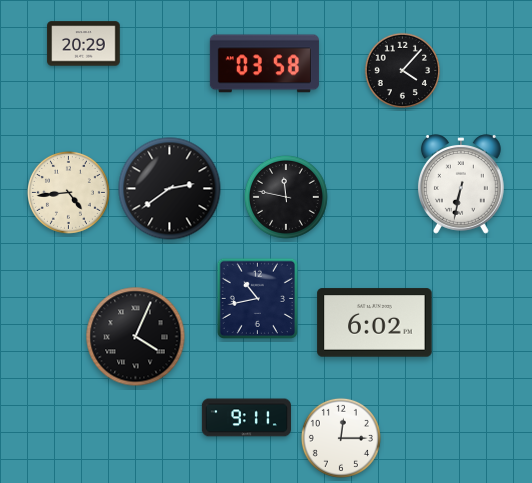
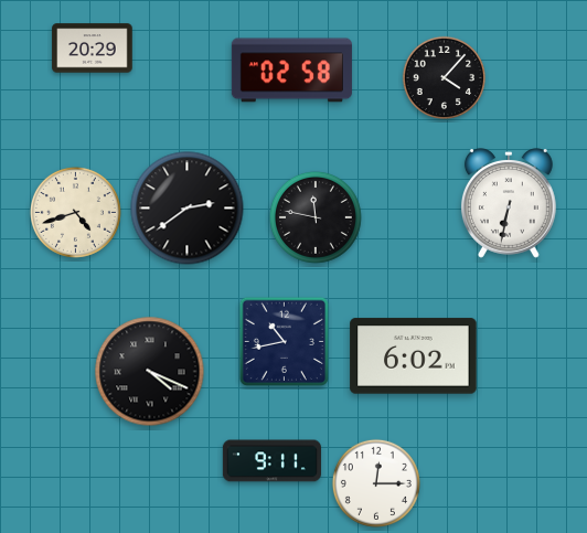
clock at (264, 64): 03:58 -> 02:58
clock at (68, 192): 4:44 -> 4:42
clock at (257, 298) position: (257, 298) -> (284, 341)
clock at (136, 337): 4:04 -> 4:19
